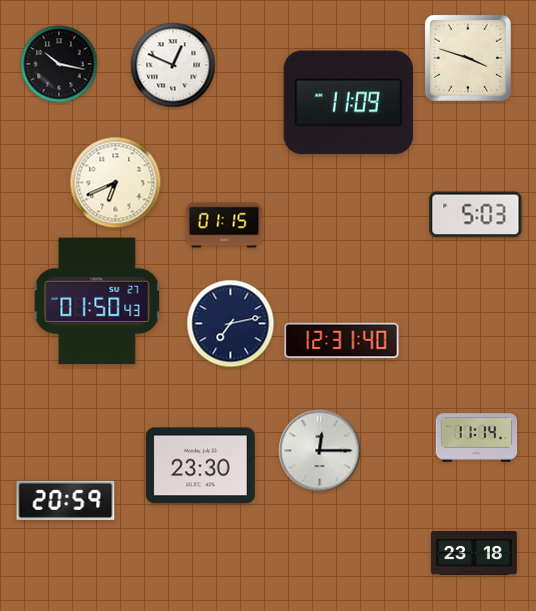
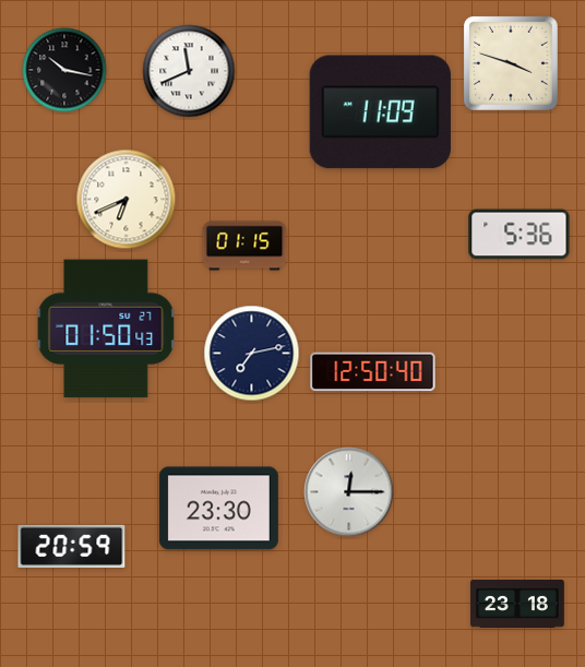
clock at (173, 65): 12:49 -> 11:41
clock at (476, 215): 5:03 -> 5:36
clock at (342, 341): 12:31 -> 12:50
clock at (477, 438): 11:14 -> none
